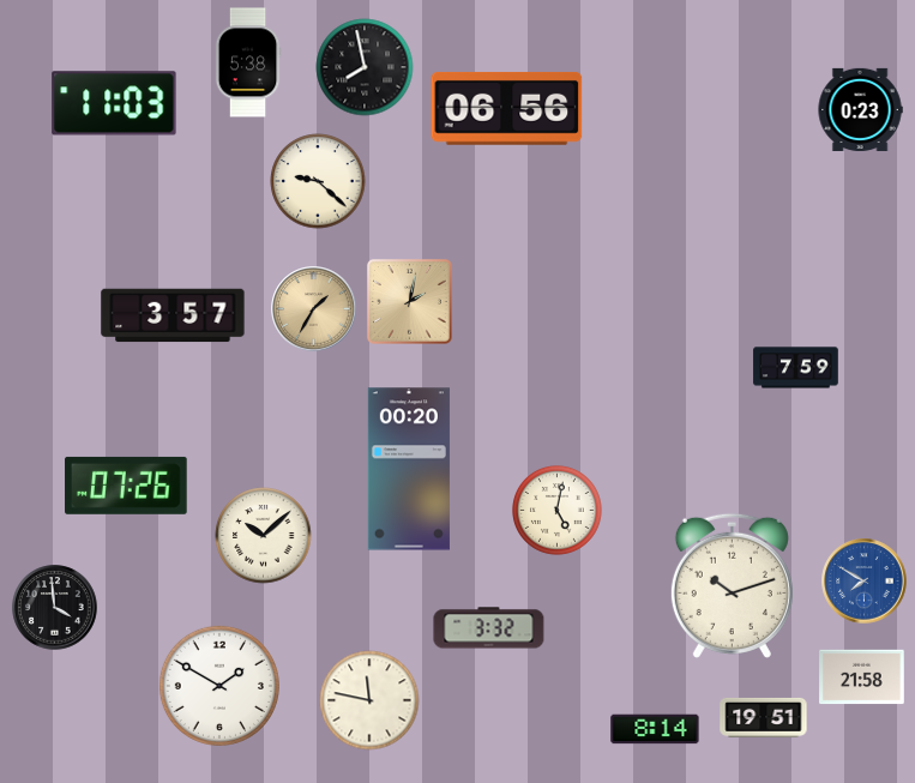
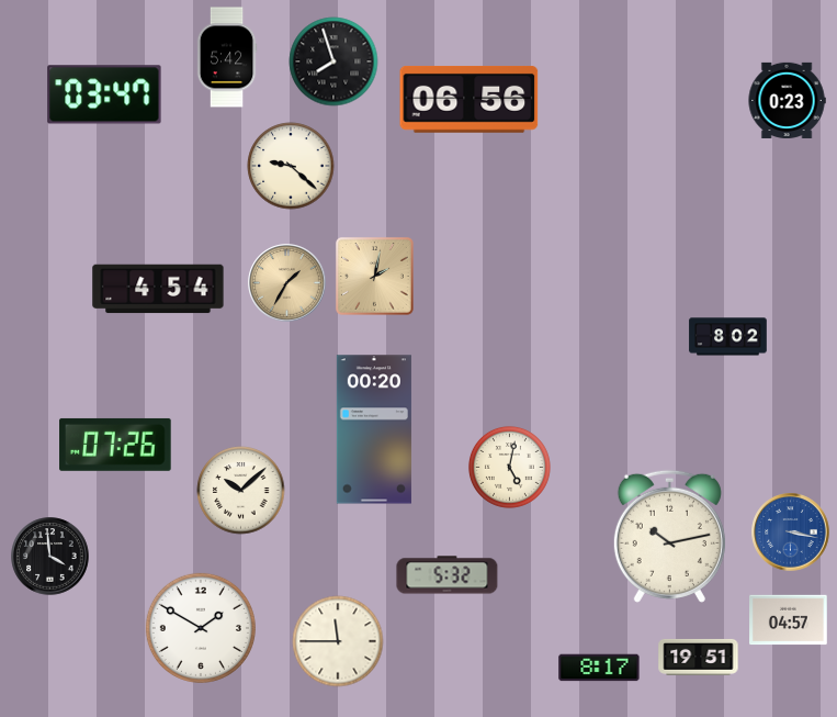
clock at (248, 62): 5:38 -> 5:42
clock at (365, 67): 7:58 -> 7:57
clock at (114, 103): 11:03 -> 03:47
clock at (507, 108) position: (507, 108) -> (470, 99)
clock at (173, 315): 3:57 -> 4:54
clock at (796, 368): 7:59 -> 8:02
clock at (865, 582): 7:50 -> 3:17
clock at (732, 585): 10:12 -> 10:13
clock at (489, 628): 3:32 -> 5:32
clock at (862, 677): 21:58 -> 04:57
clock at (369, 700): 11:47 -> 11:45
clock at (655, 729): 8:14 -> 8:17
